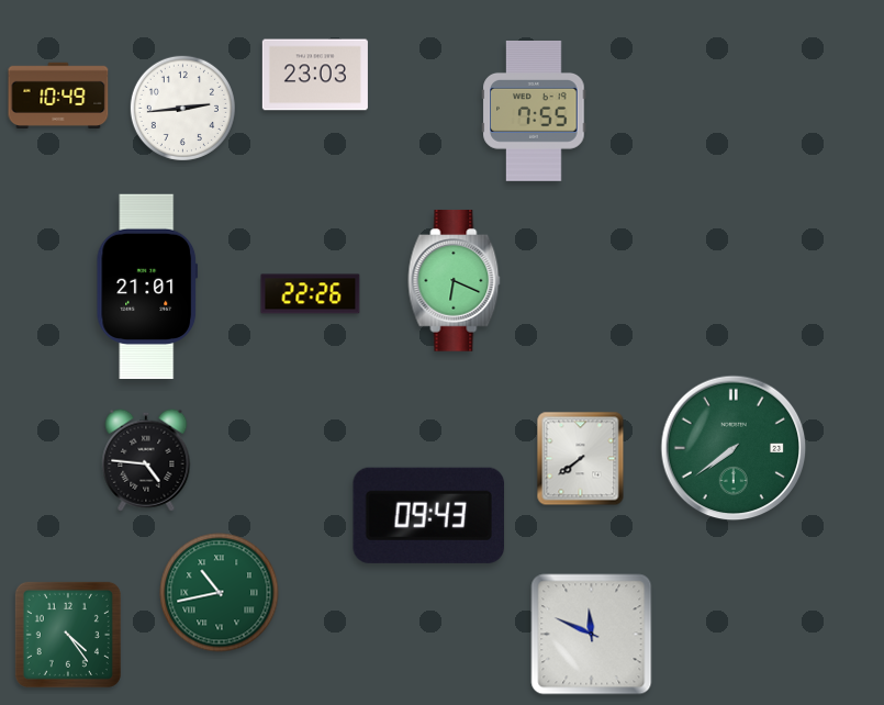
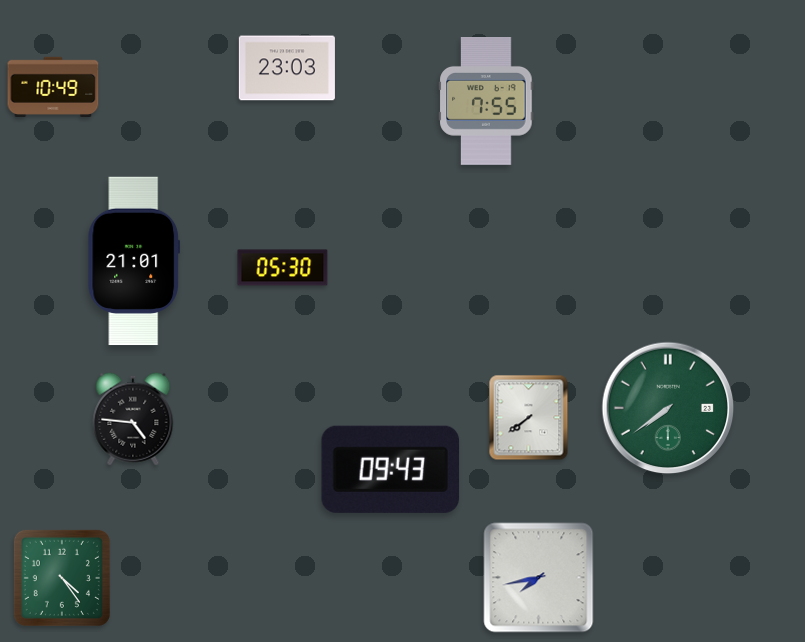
clock at (182, 108): 2:44 -> none
clock at (455, 281): 6:19 -> none
clock at (311, 294): 22:26 -> 05:30
clock at (220, 593): 10:43 -> none
clock at (592, 635): 11:49 -> 7:43
